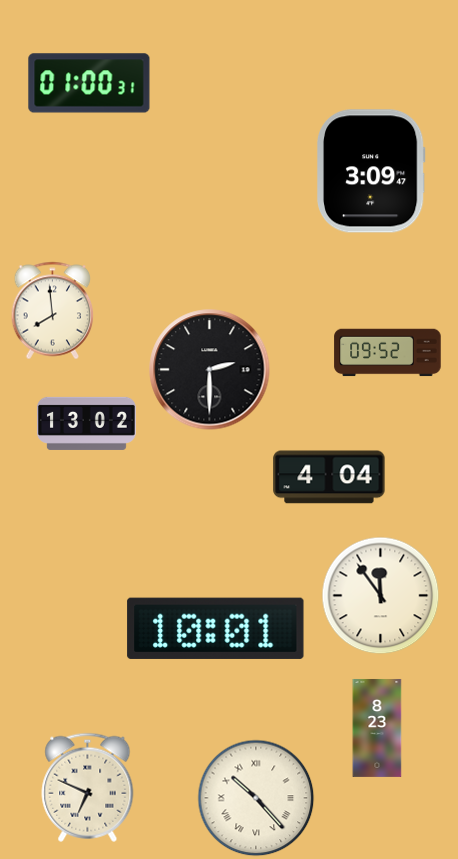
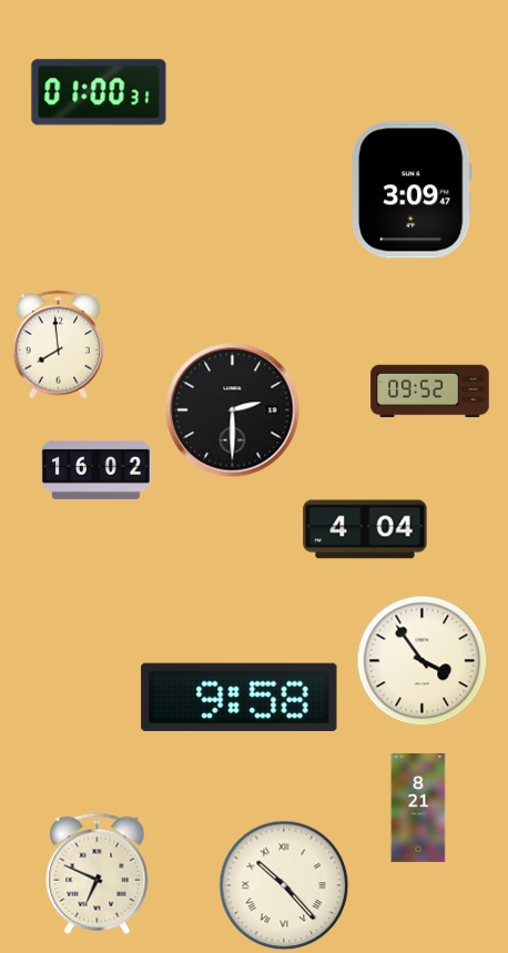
clock at (87, 423): 13:02 -> 16:02
clock at (380, 595): 11:54 -> 3:54
clock at (216, 628): 10:01 -> 9:58
clock at (377, 728): 8:23 -> 8:21
